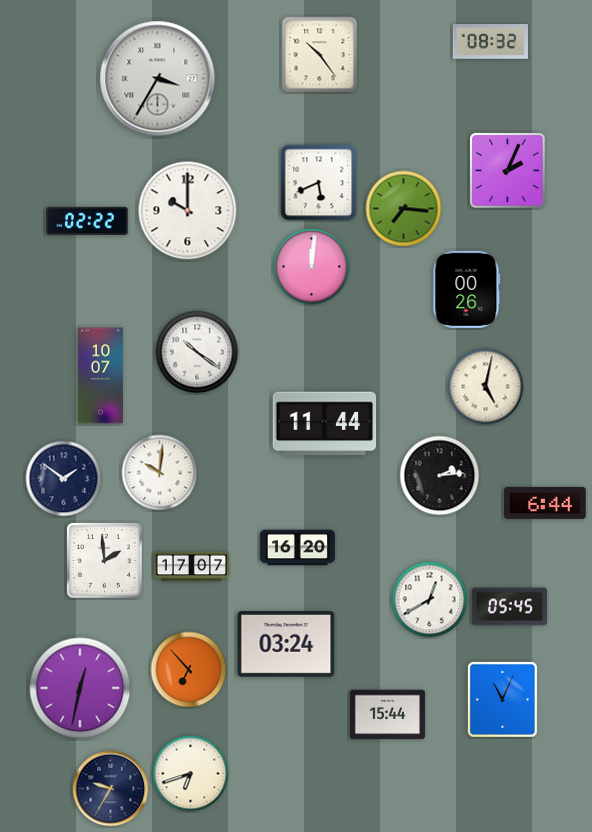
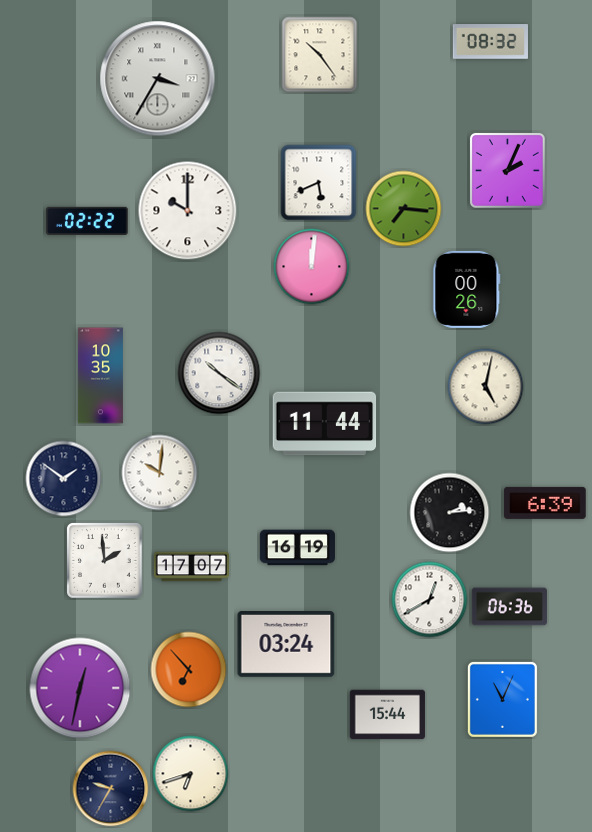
clock at (197, 352) position: (197, 352) -> (219, 373)
clock at (100, 376): 10:07 -> 10:35
clock at (440, 476) position: (440, 476) -> (450, 513)
clock at (545, 503): 6:44 -> 6:39
clock at (297, 548): 16:20 -> 16:19
clock at (509, 607): 05:45 -> 06:36
